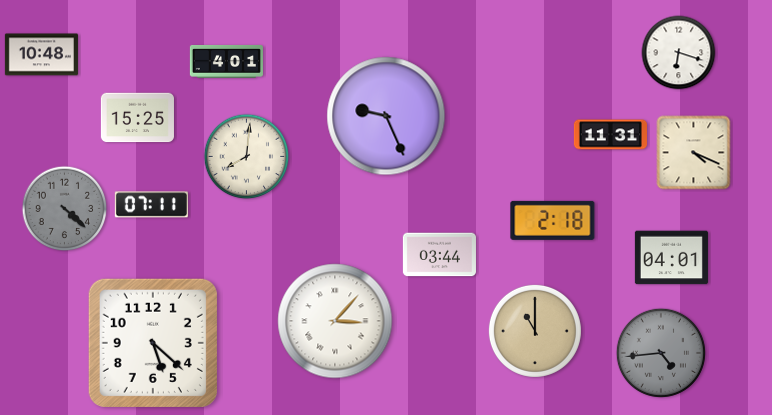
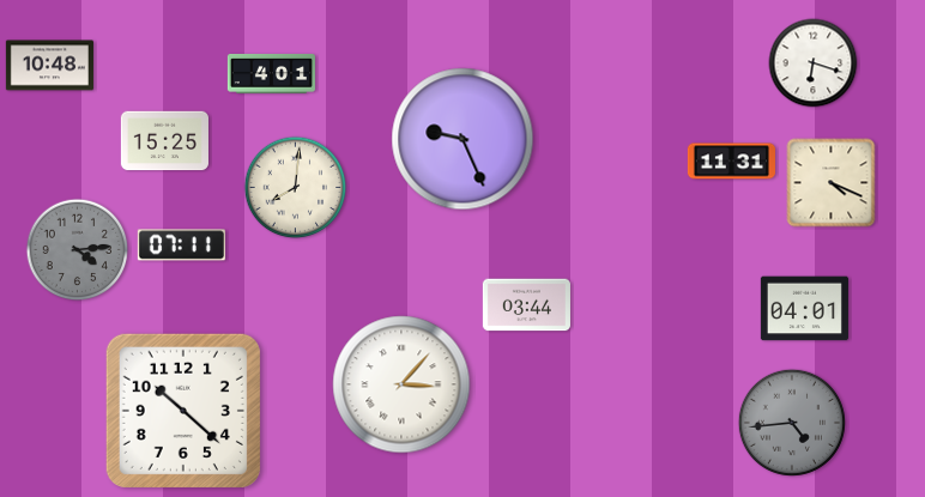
clock at (65, 209): 4:22 -> 4:14
clock at (553, 220): 2:18 -> none
clock at (535, 331): 11:00 -> none
clock at (153, 343): 5:22 -> 10:22
